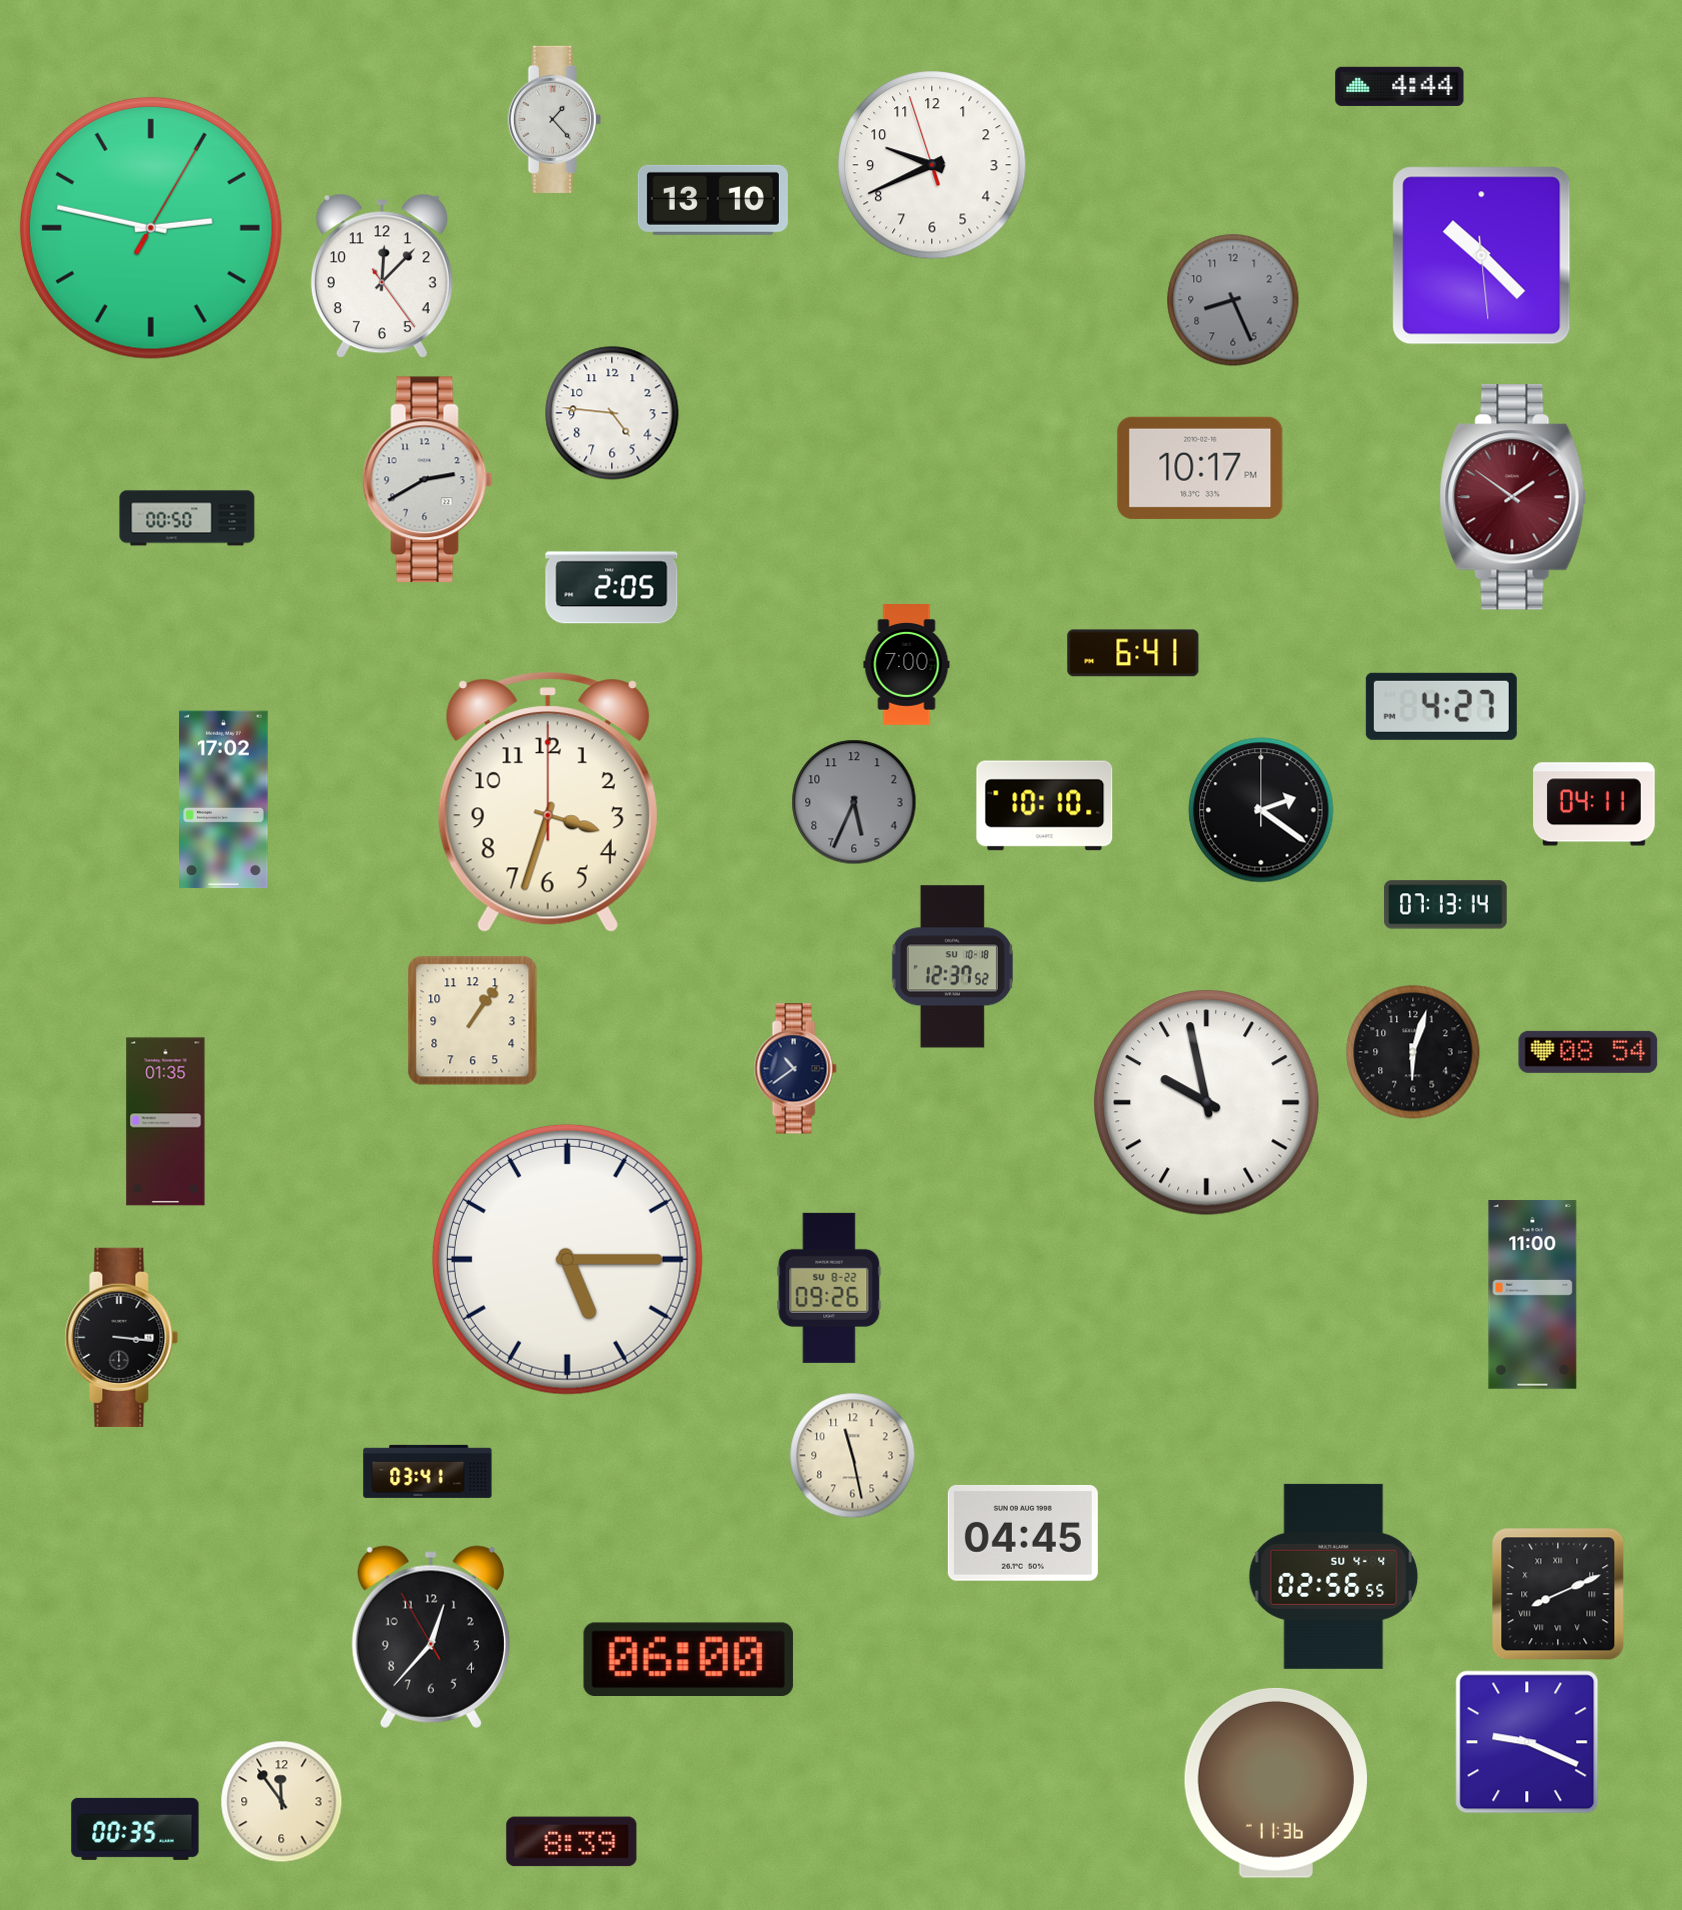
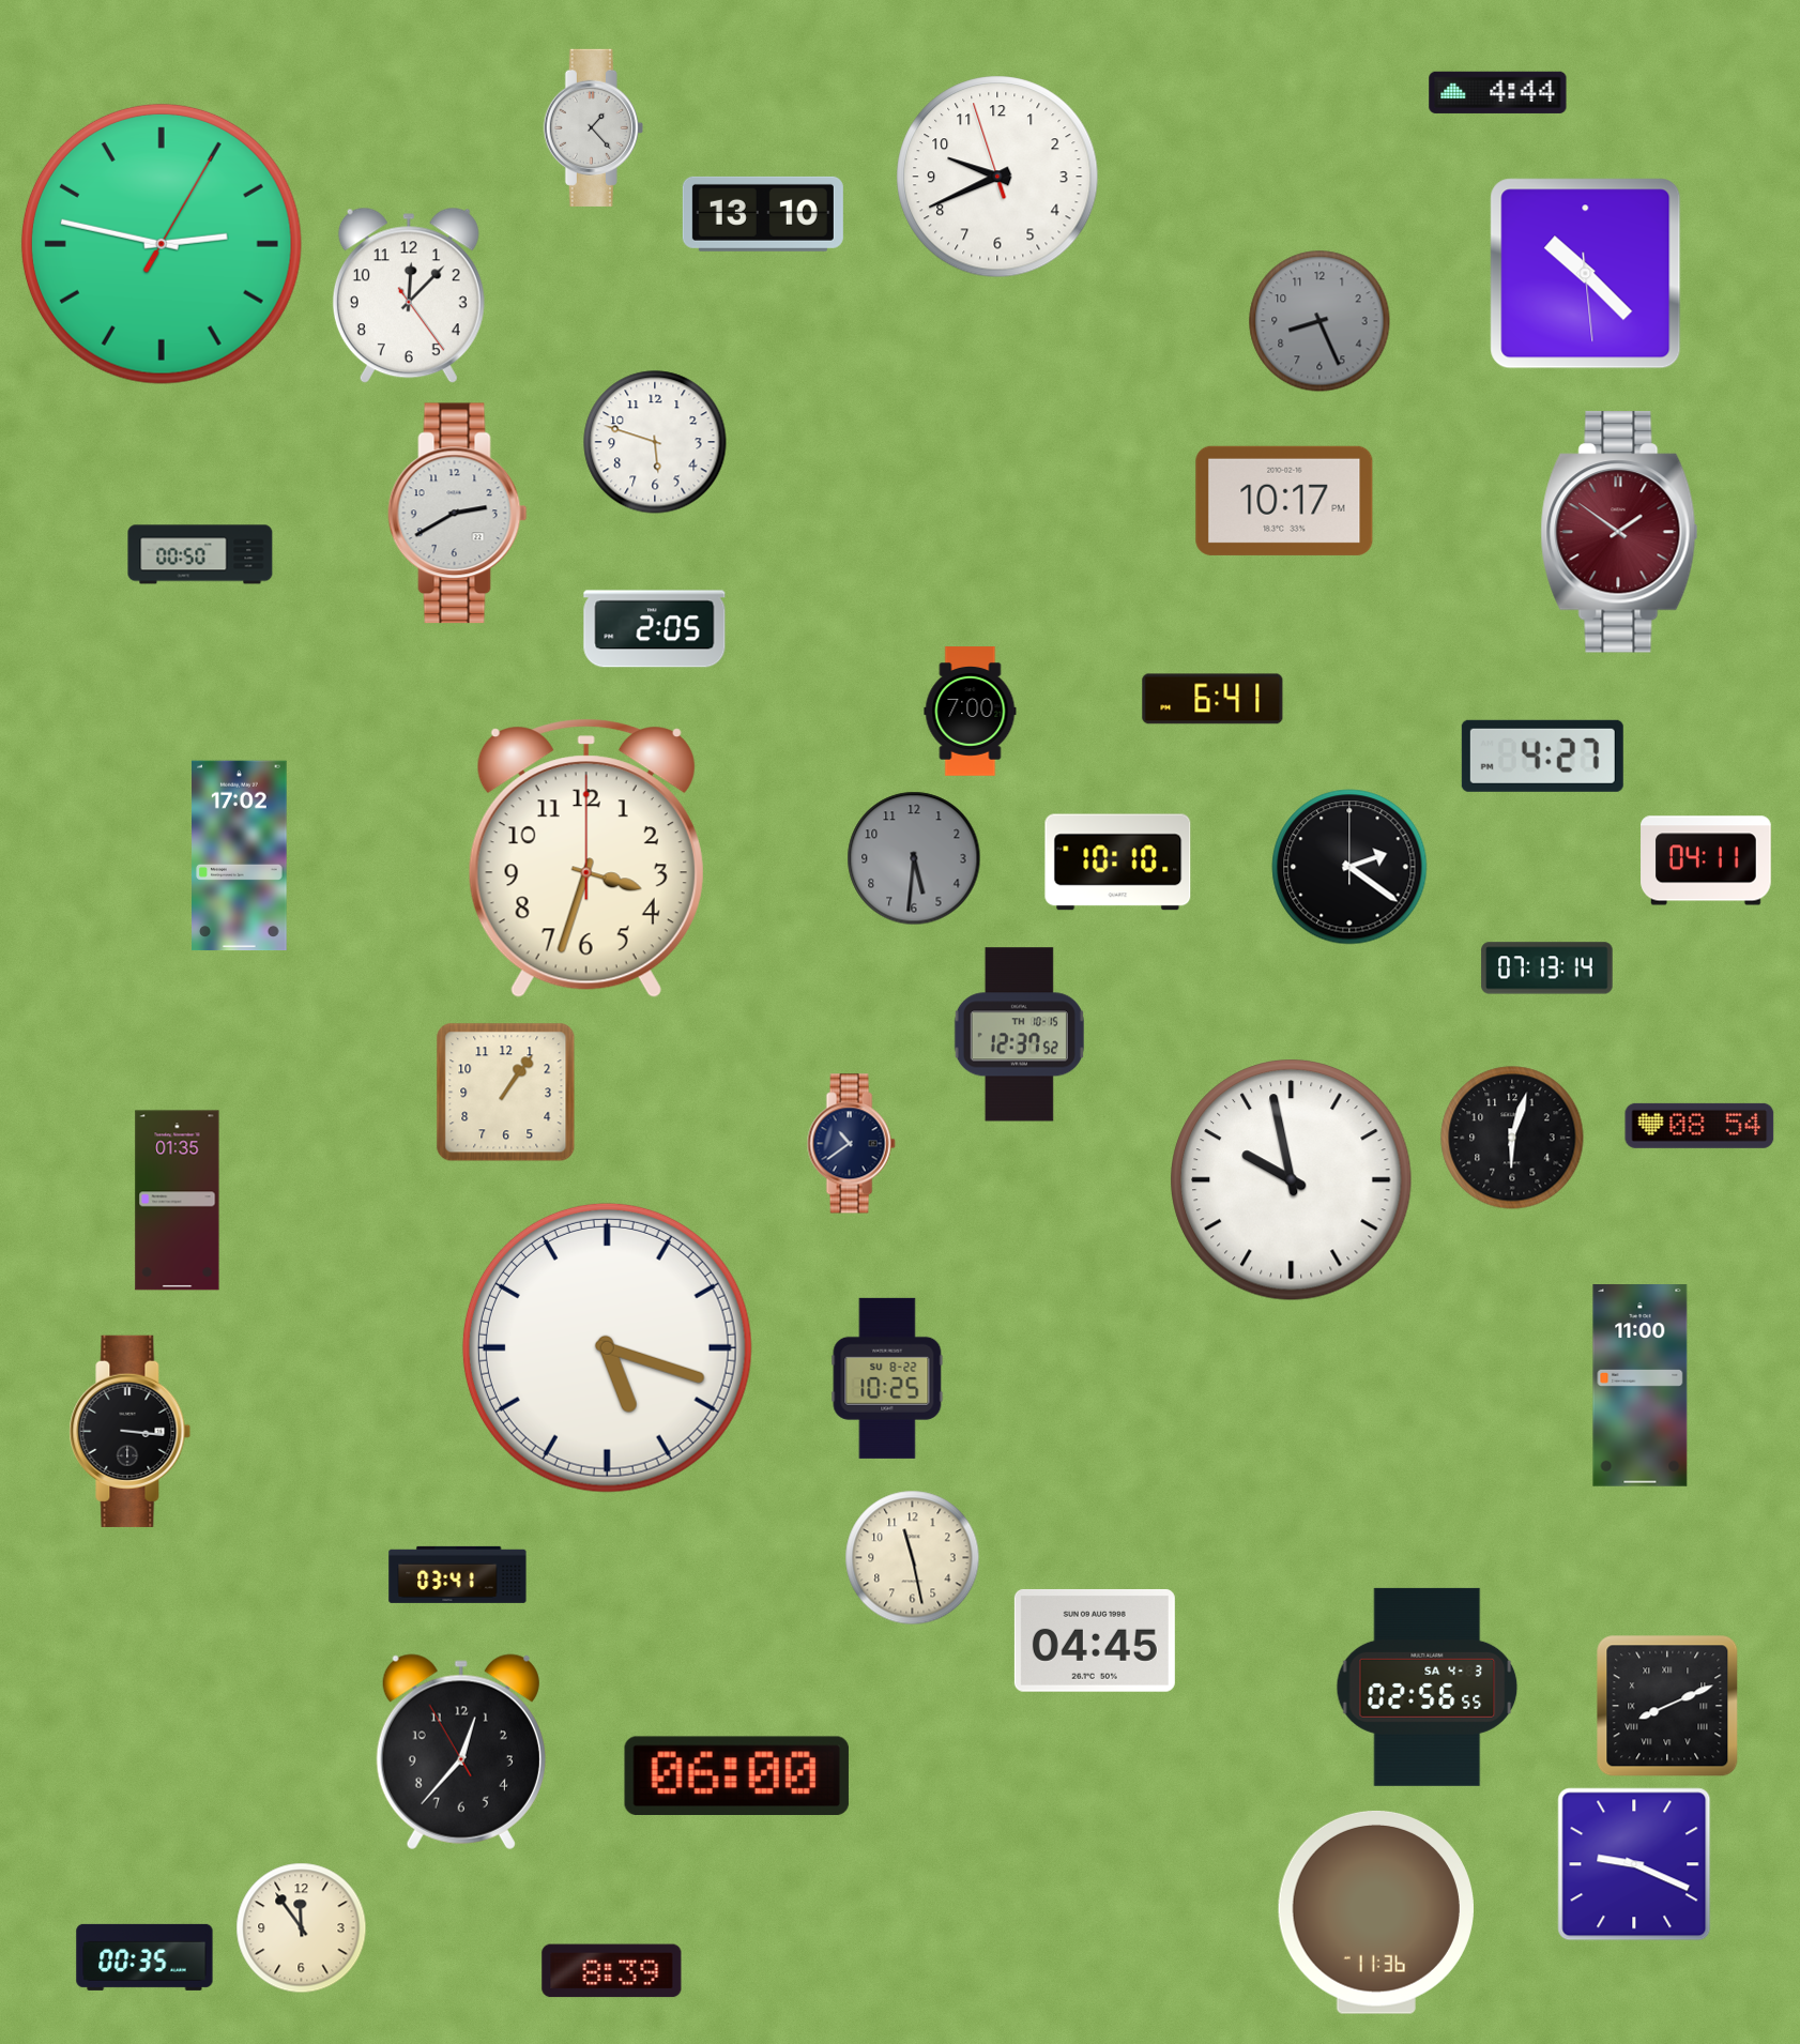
clock at (612, 413): 4:46 -> 5:48
clock at (854, 802): 5:34 -> 5:31
clock at (952, 967) date: SU 10-18 -> TH 10-15
clock at (1413, 1052) position: (1413, 1052) -> (1512, 1138)
clock at (567, 1259): 5:15 -> 5:18
clock at (829, 1288): 09:26 -> 10:25
clock at (1334, 1576) date: SU 4-4 -> SA 4-3
clock at (1276, 1783) position: (1276, 1783) -> (1376, 1912)
